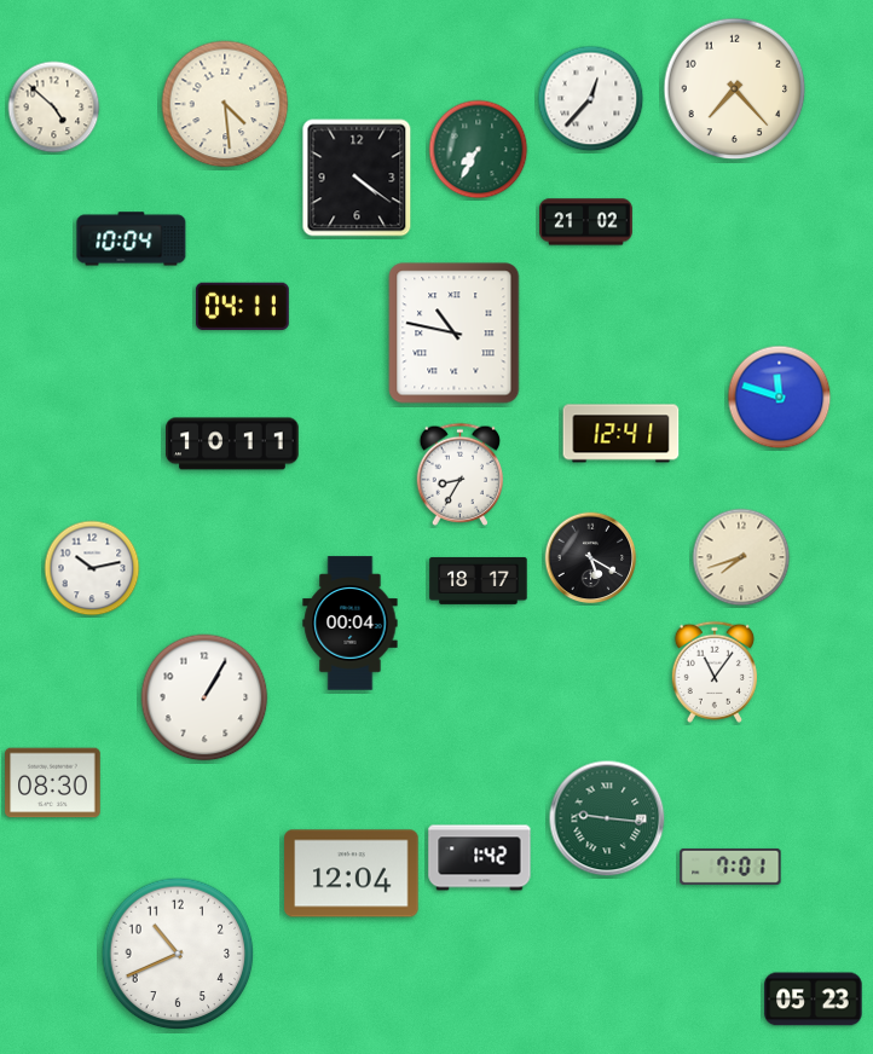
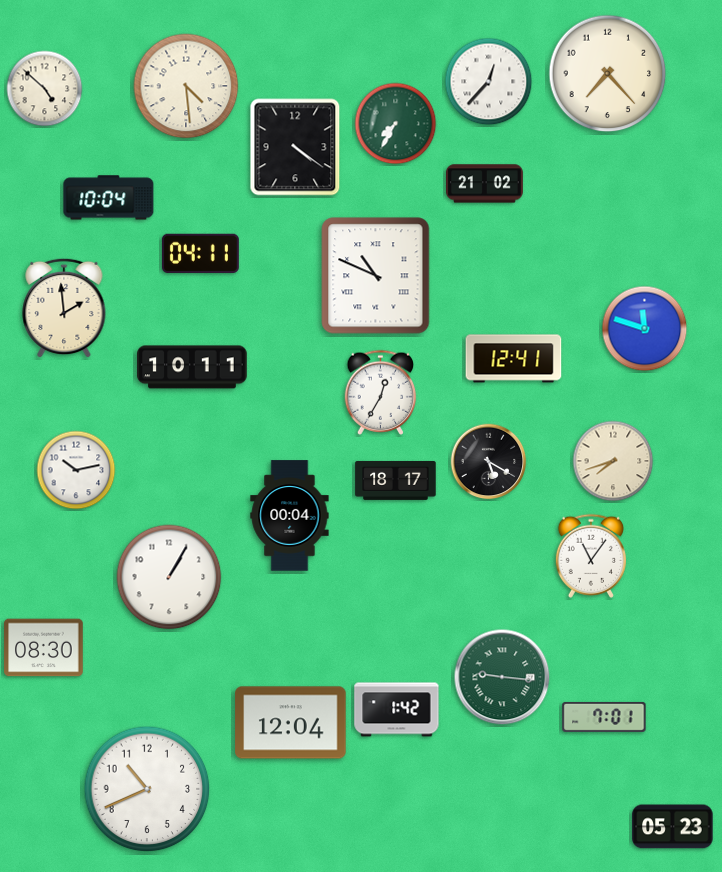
clock at (455, 334): 10:47 -> 10:49
clock at (64, 308): none -> 1:59
clock at (461, 474): 8:35 -> 12:35
